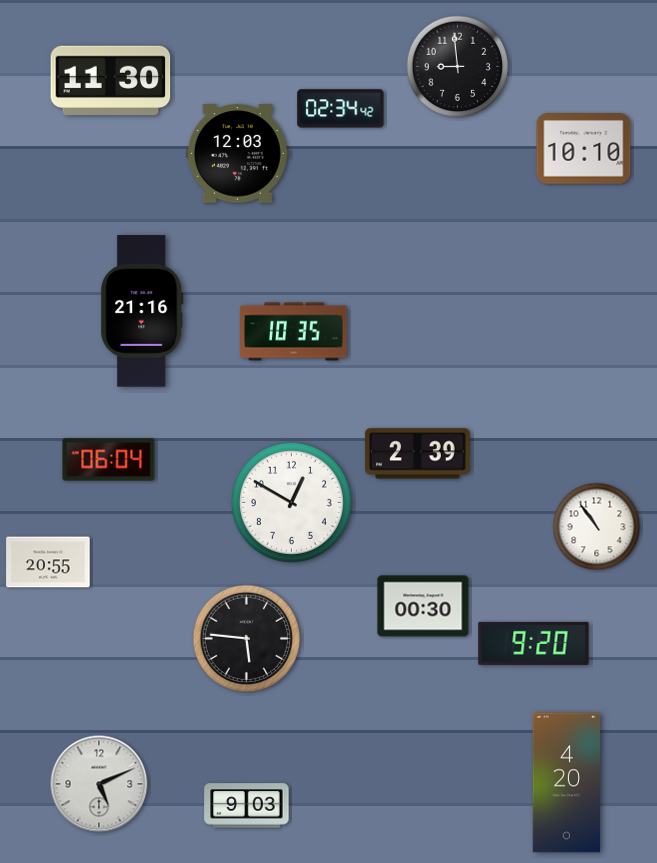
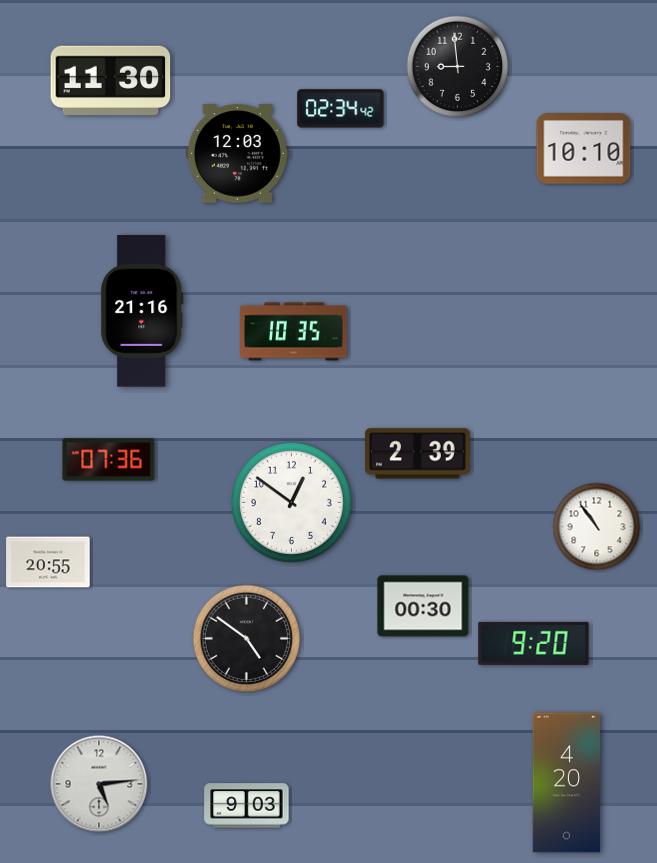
clock at (109, 460): 06:04 -> 07:36
clock at (291, 502): 12:50 -> 12:51
clock at (246, 638): 5:46 -> 4:51
clock at (99, 784): 5:11 -> 5:14
